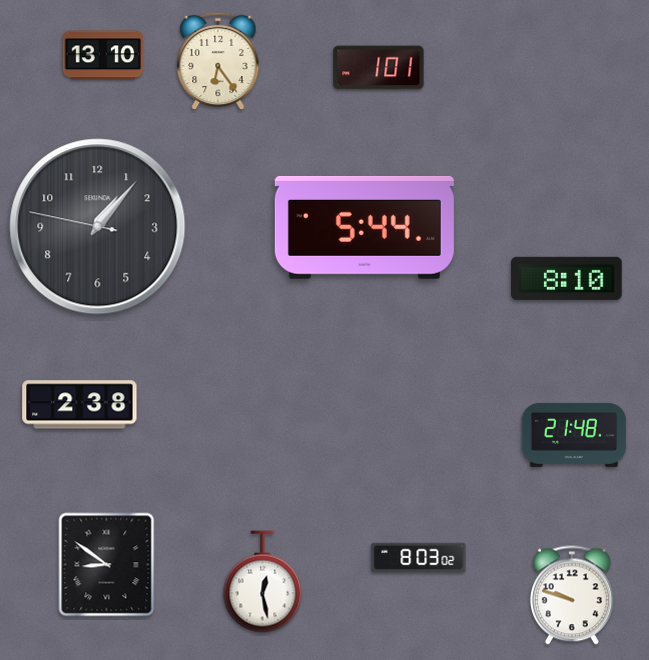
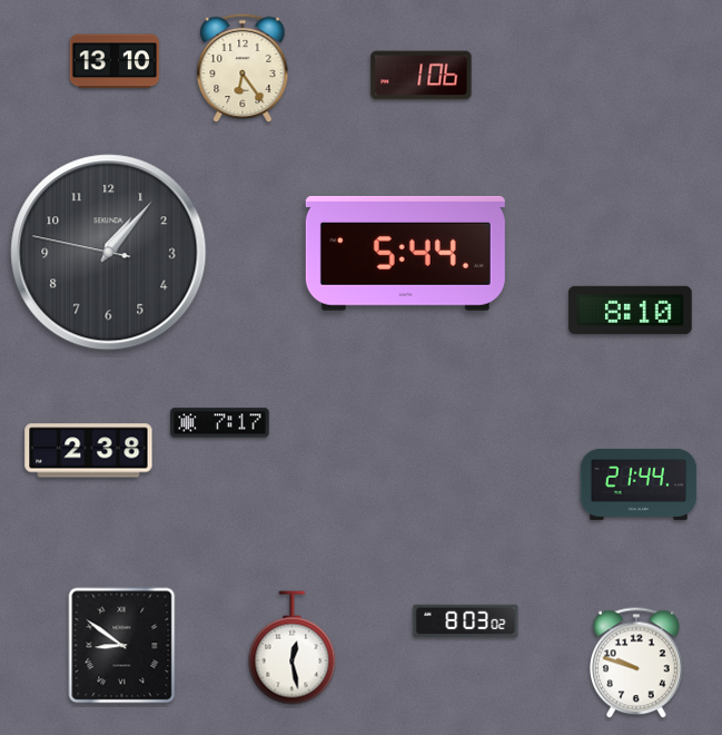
clock at (379, 68): 1:01 -> 1:06
clock at (220, 423): none -> 7:17
clock at (574, 435): 21:48 -> 21:44
clock at (107, 565) position: (107, 565) -> (122, 646)
